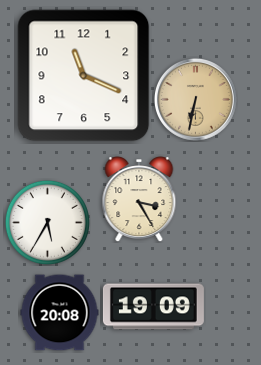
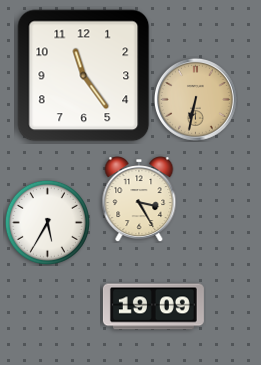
clock at (84, 76): 11:19 -> 11:24
clock at (60, 313): 20:08 -> none
